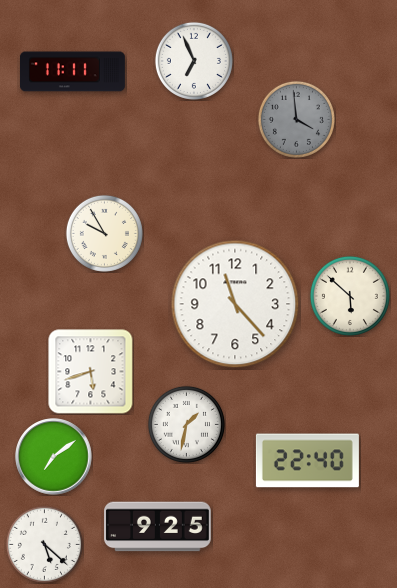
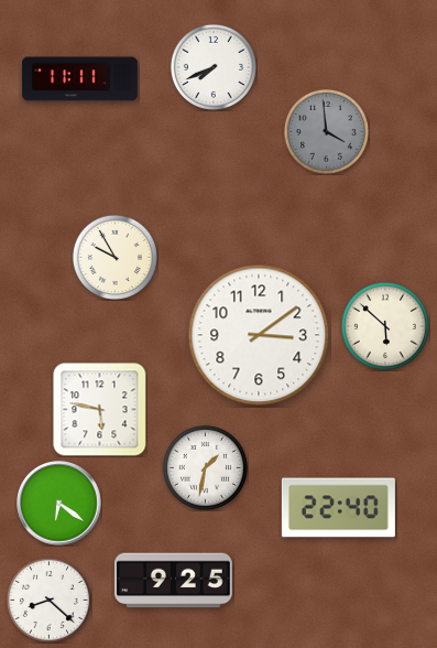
clock at (194, 61): 6:56 -> 7:41
clock at (235, 304): 11:23 -> 3:09
clock at (91, 372): 5:42 -> 5:47
clock at (54, 457): 7:09 -> 6:21
clock at (44, 544): 5:22 -> 8:22
